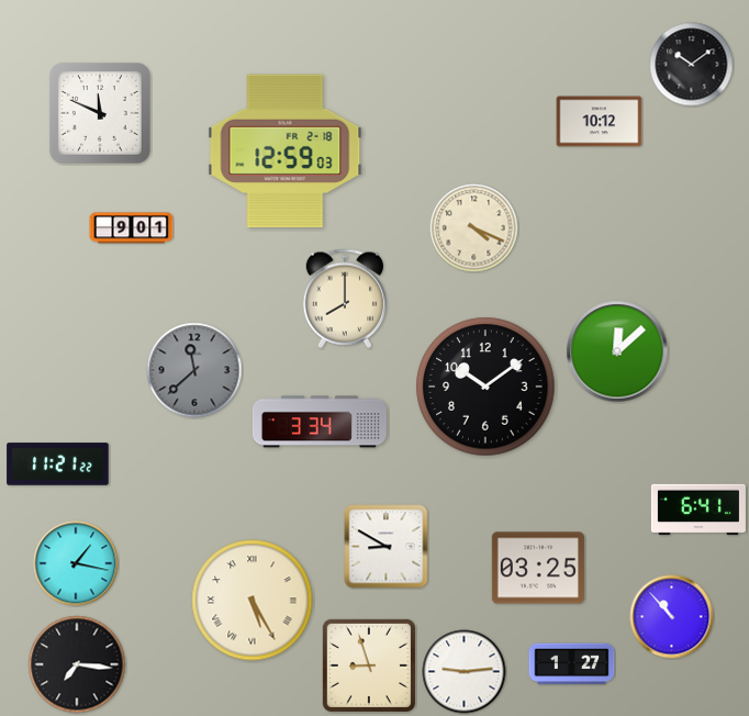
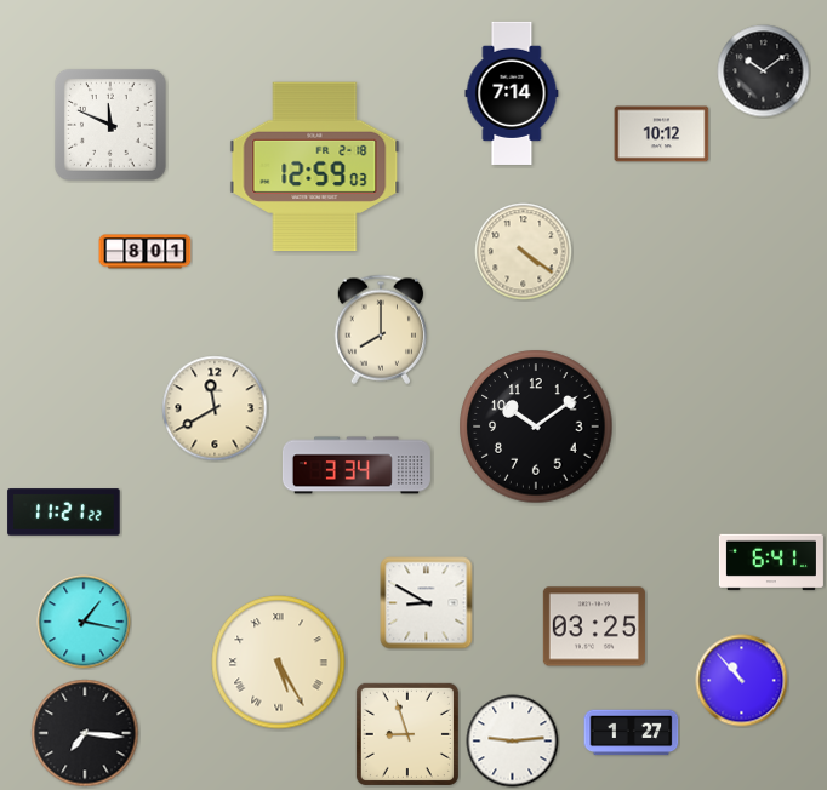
clock at (512, 93): none -> 7:14
clock at (132, 228): 9:01 -> 8:01
clock at (474, 228): 4:19 -> 4:21
clock at (617, 351): 12:08 -> none
clock at (194, 370): 11:38 -> 11:40
clock at (194, 370) dial: grey -> cream
clock at (320, 422) position: (320, 422) -> (357, 465)
